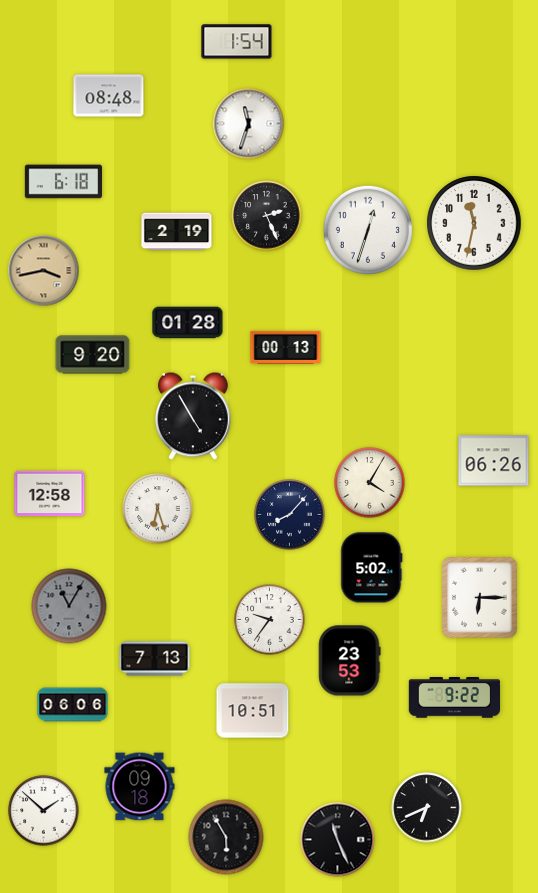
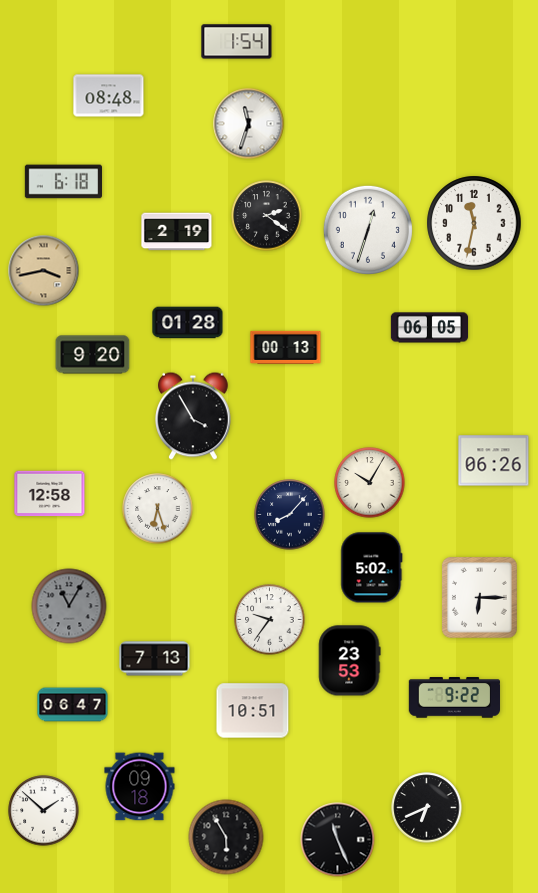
clock at (267, 216): 2:26 -> 2:21
clock at (430, 328): none -> 06:05
clock at (194, 416): 4:55 -> 3:55
clock at (370, 483): 4:05 -> 10:05
clock at (73, 705): 06:06 -> 06:47
